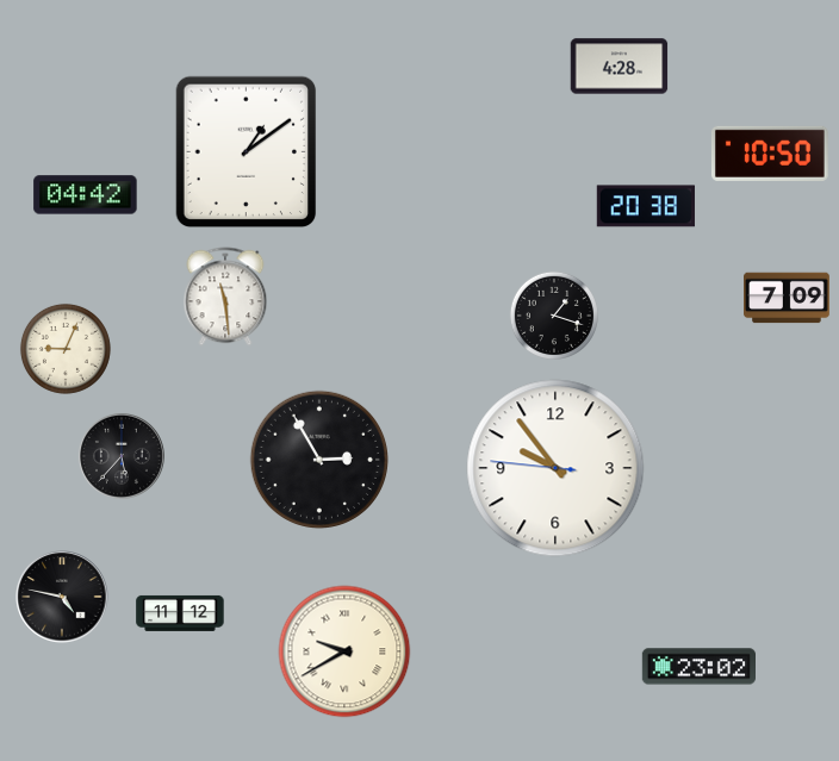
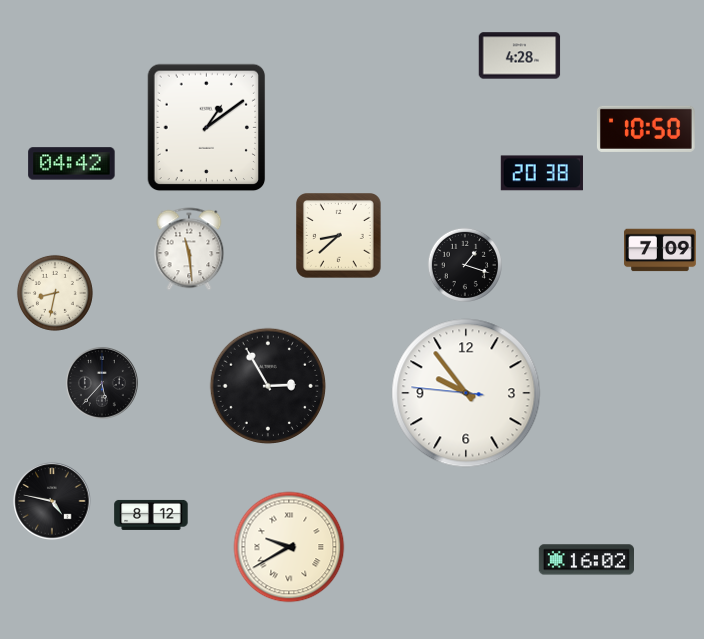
clock at (339, 236): none -> 8:38
clock at (66, 349): 9:04 -> 8:32
clock at (180, 613): 11:12 -> 8:12
clock at (698, 667): 23:02 -> 16:02
